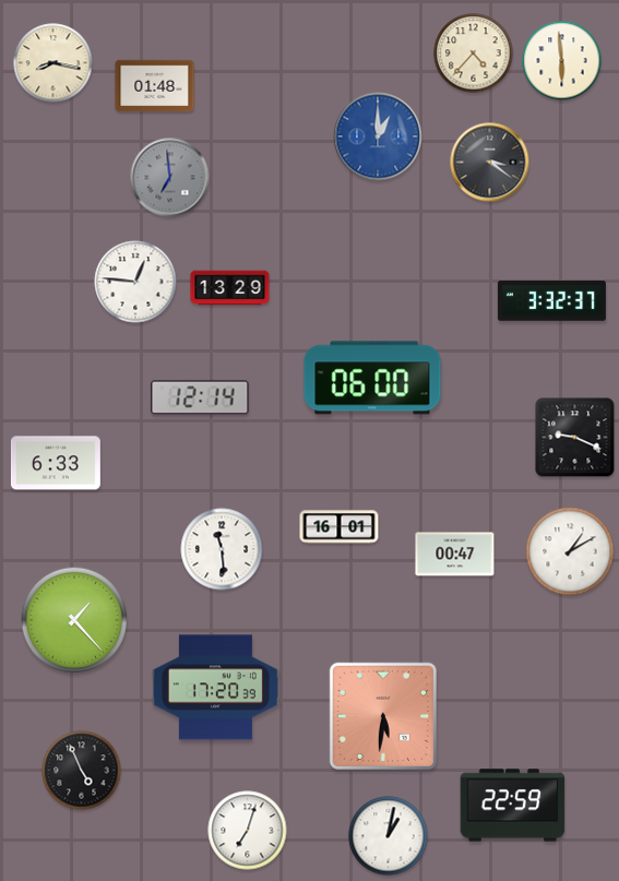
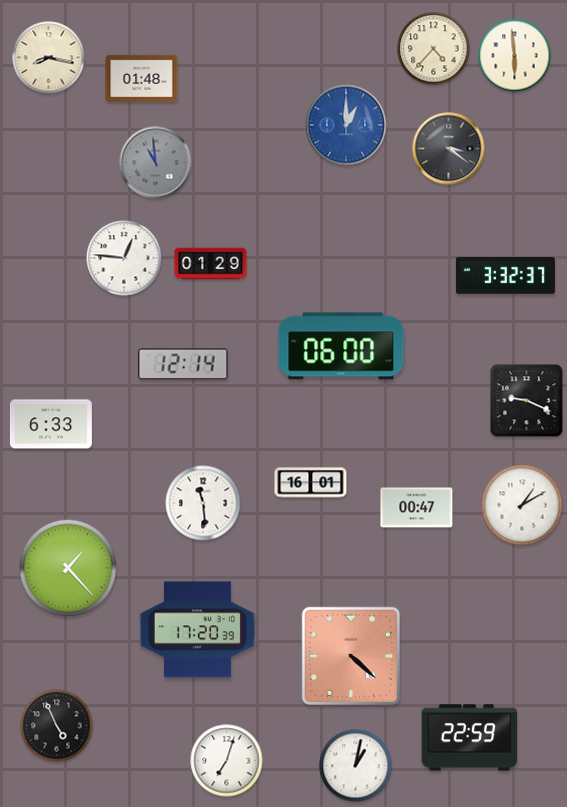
clock at (170, 178): 6:59 -> 10:59
clock at (230, 288): 13:29 -> 01:29
clock at (383, 716): 5:31 -> 4:22
clock at (82, 771) position: (82, 771) -> (57, 726)
